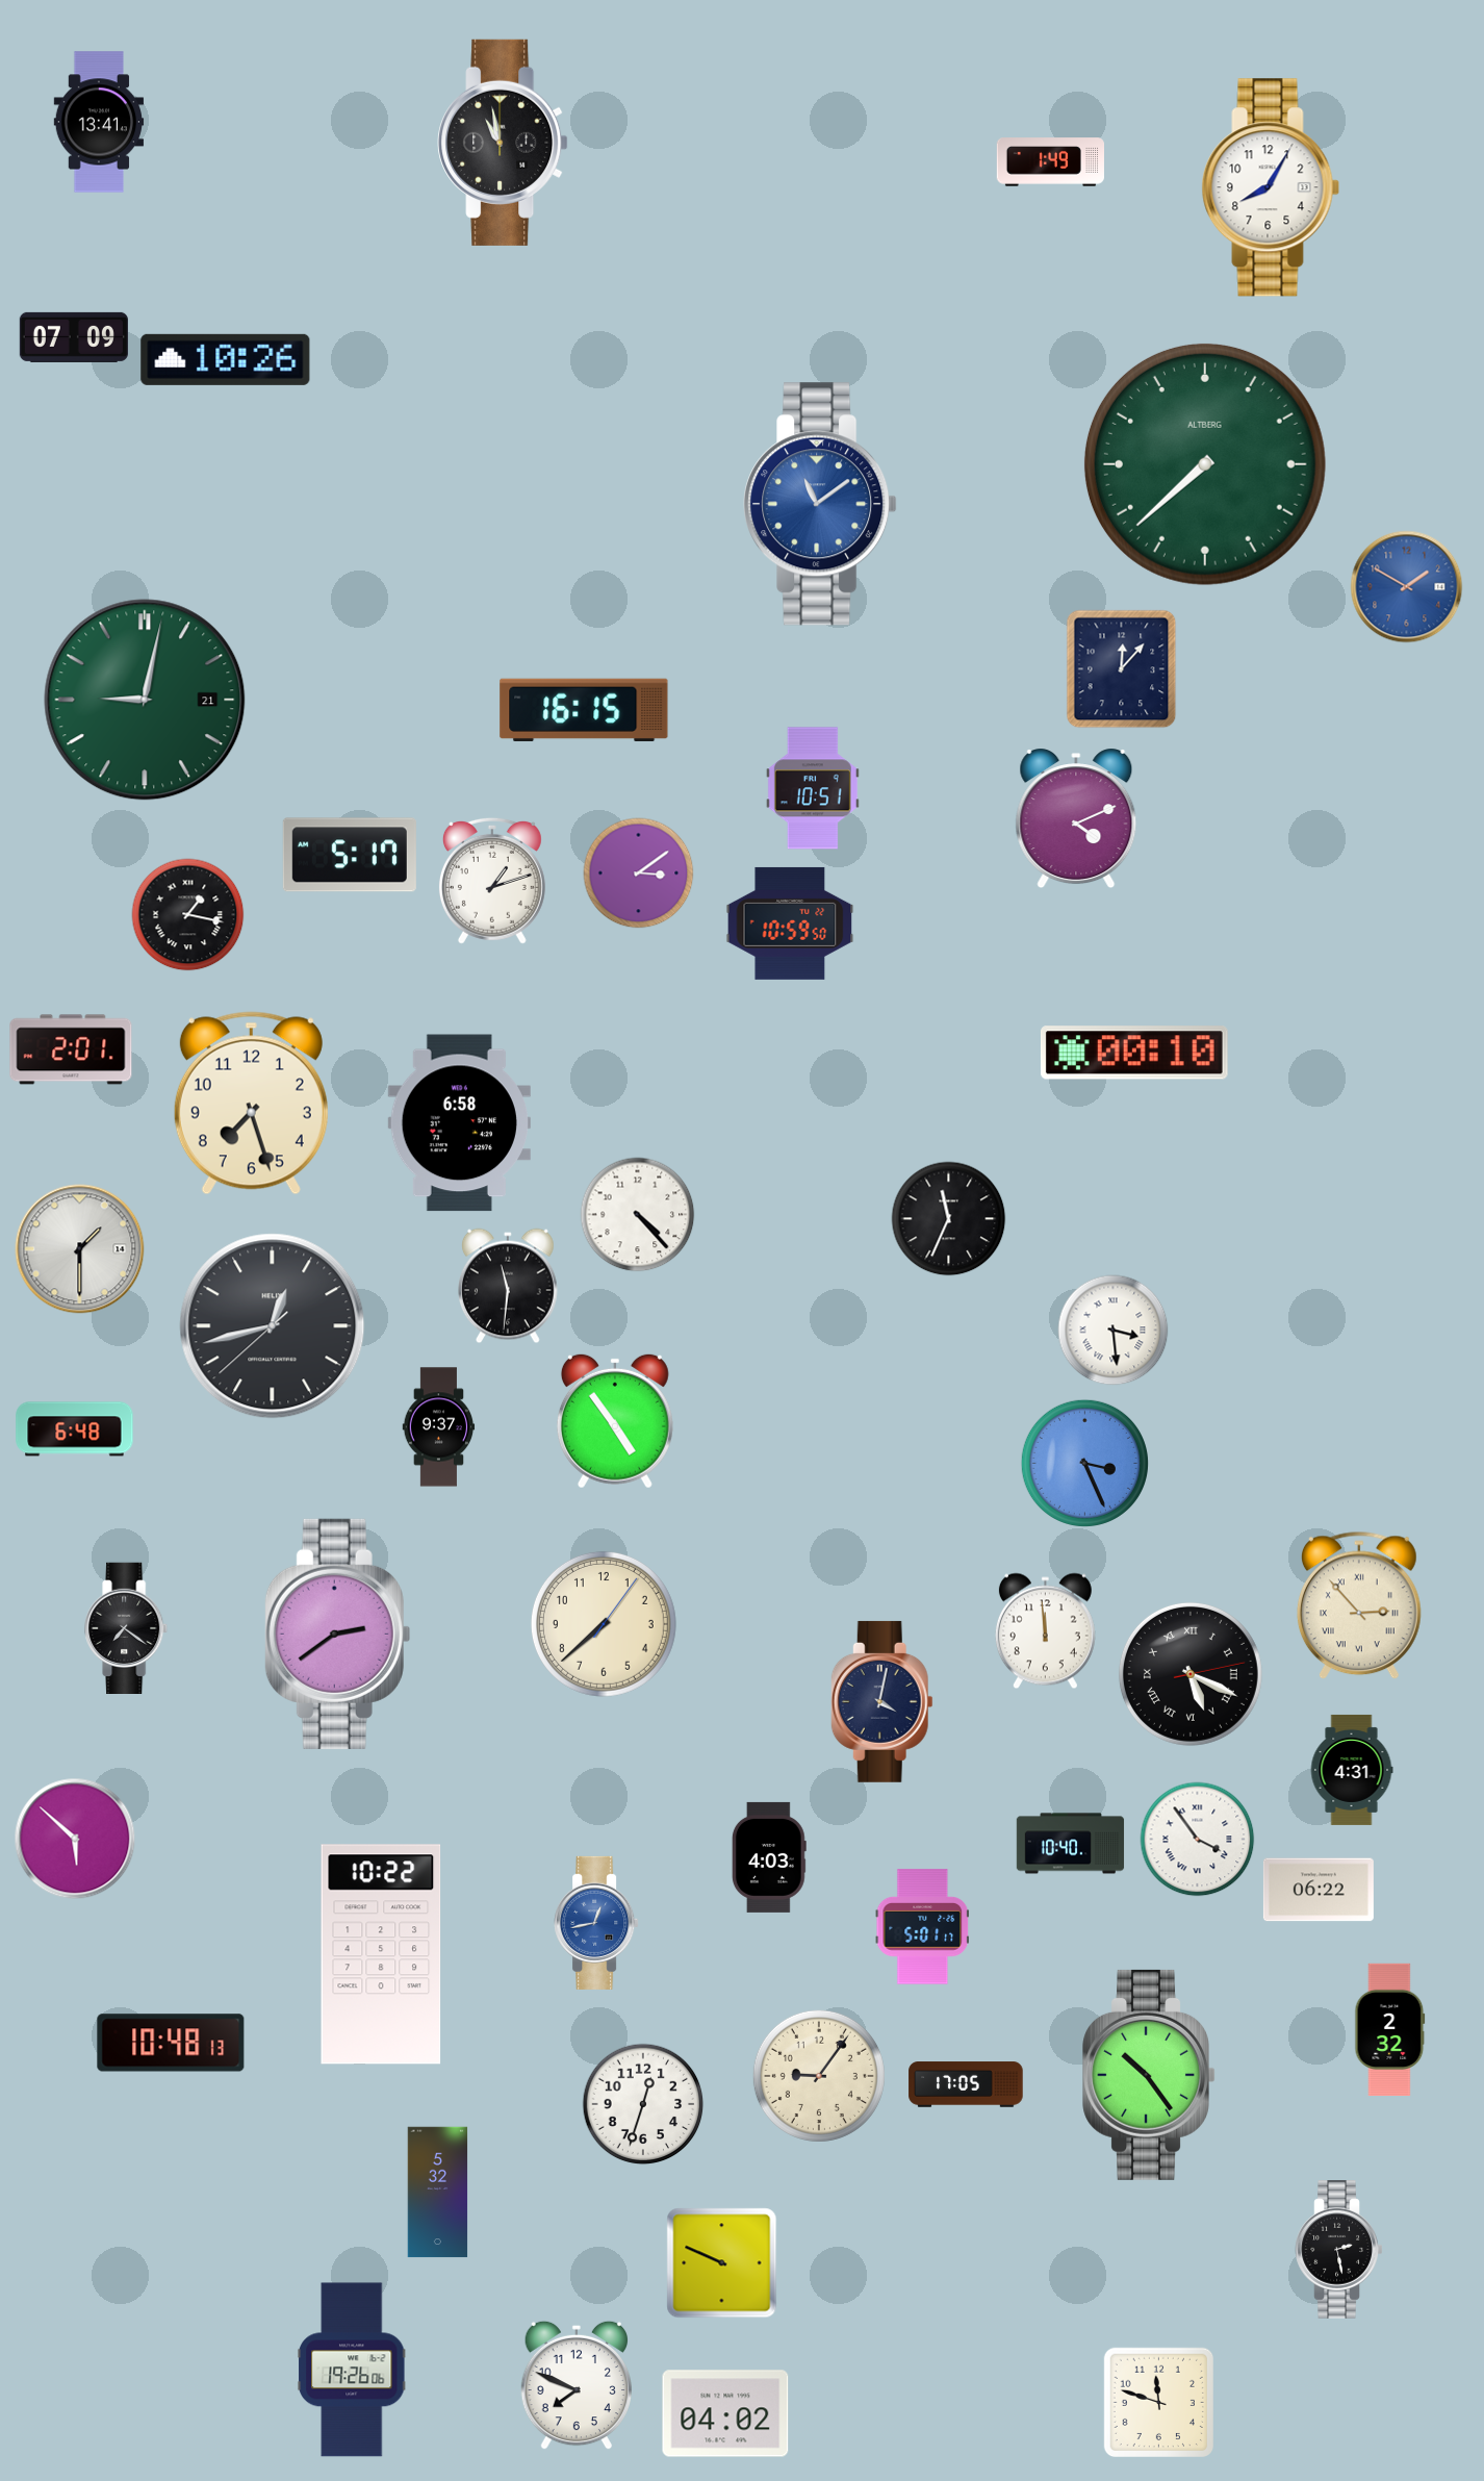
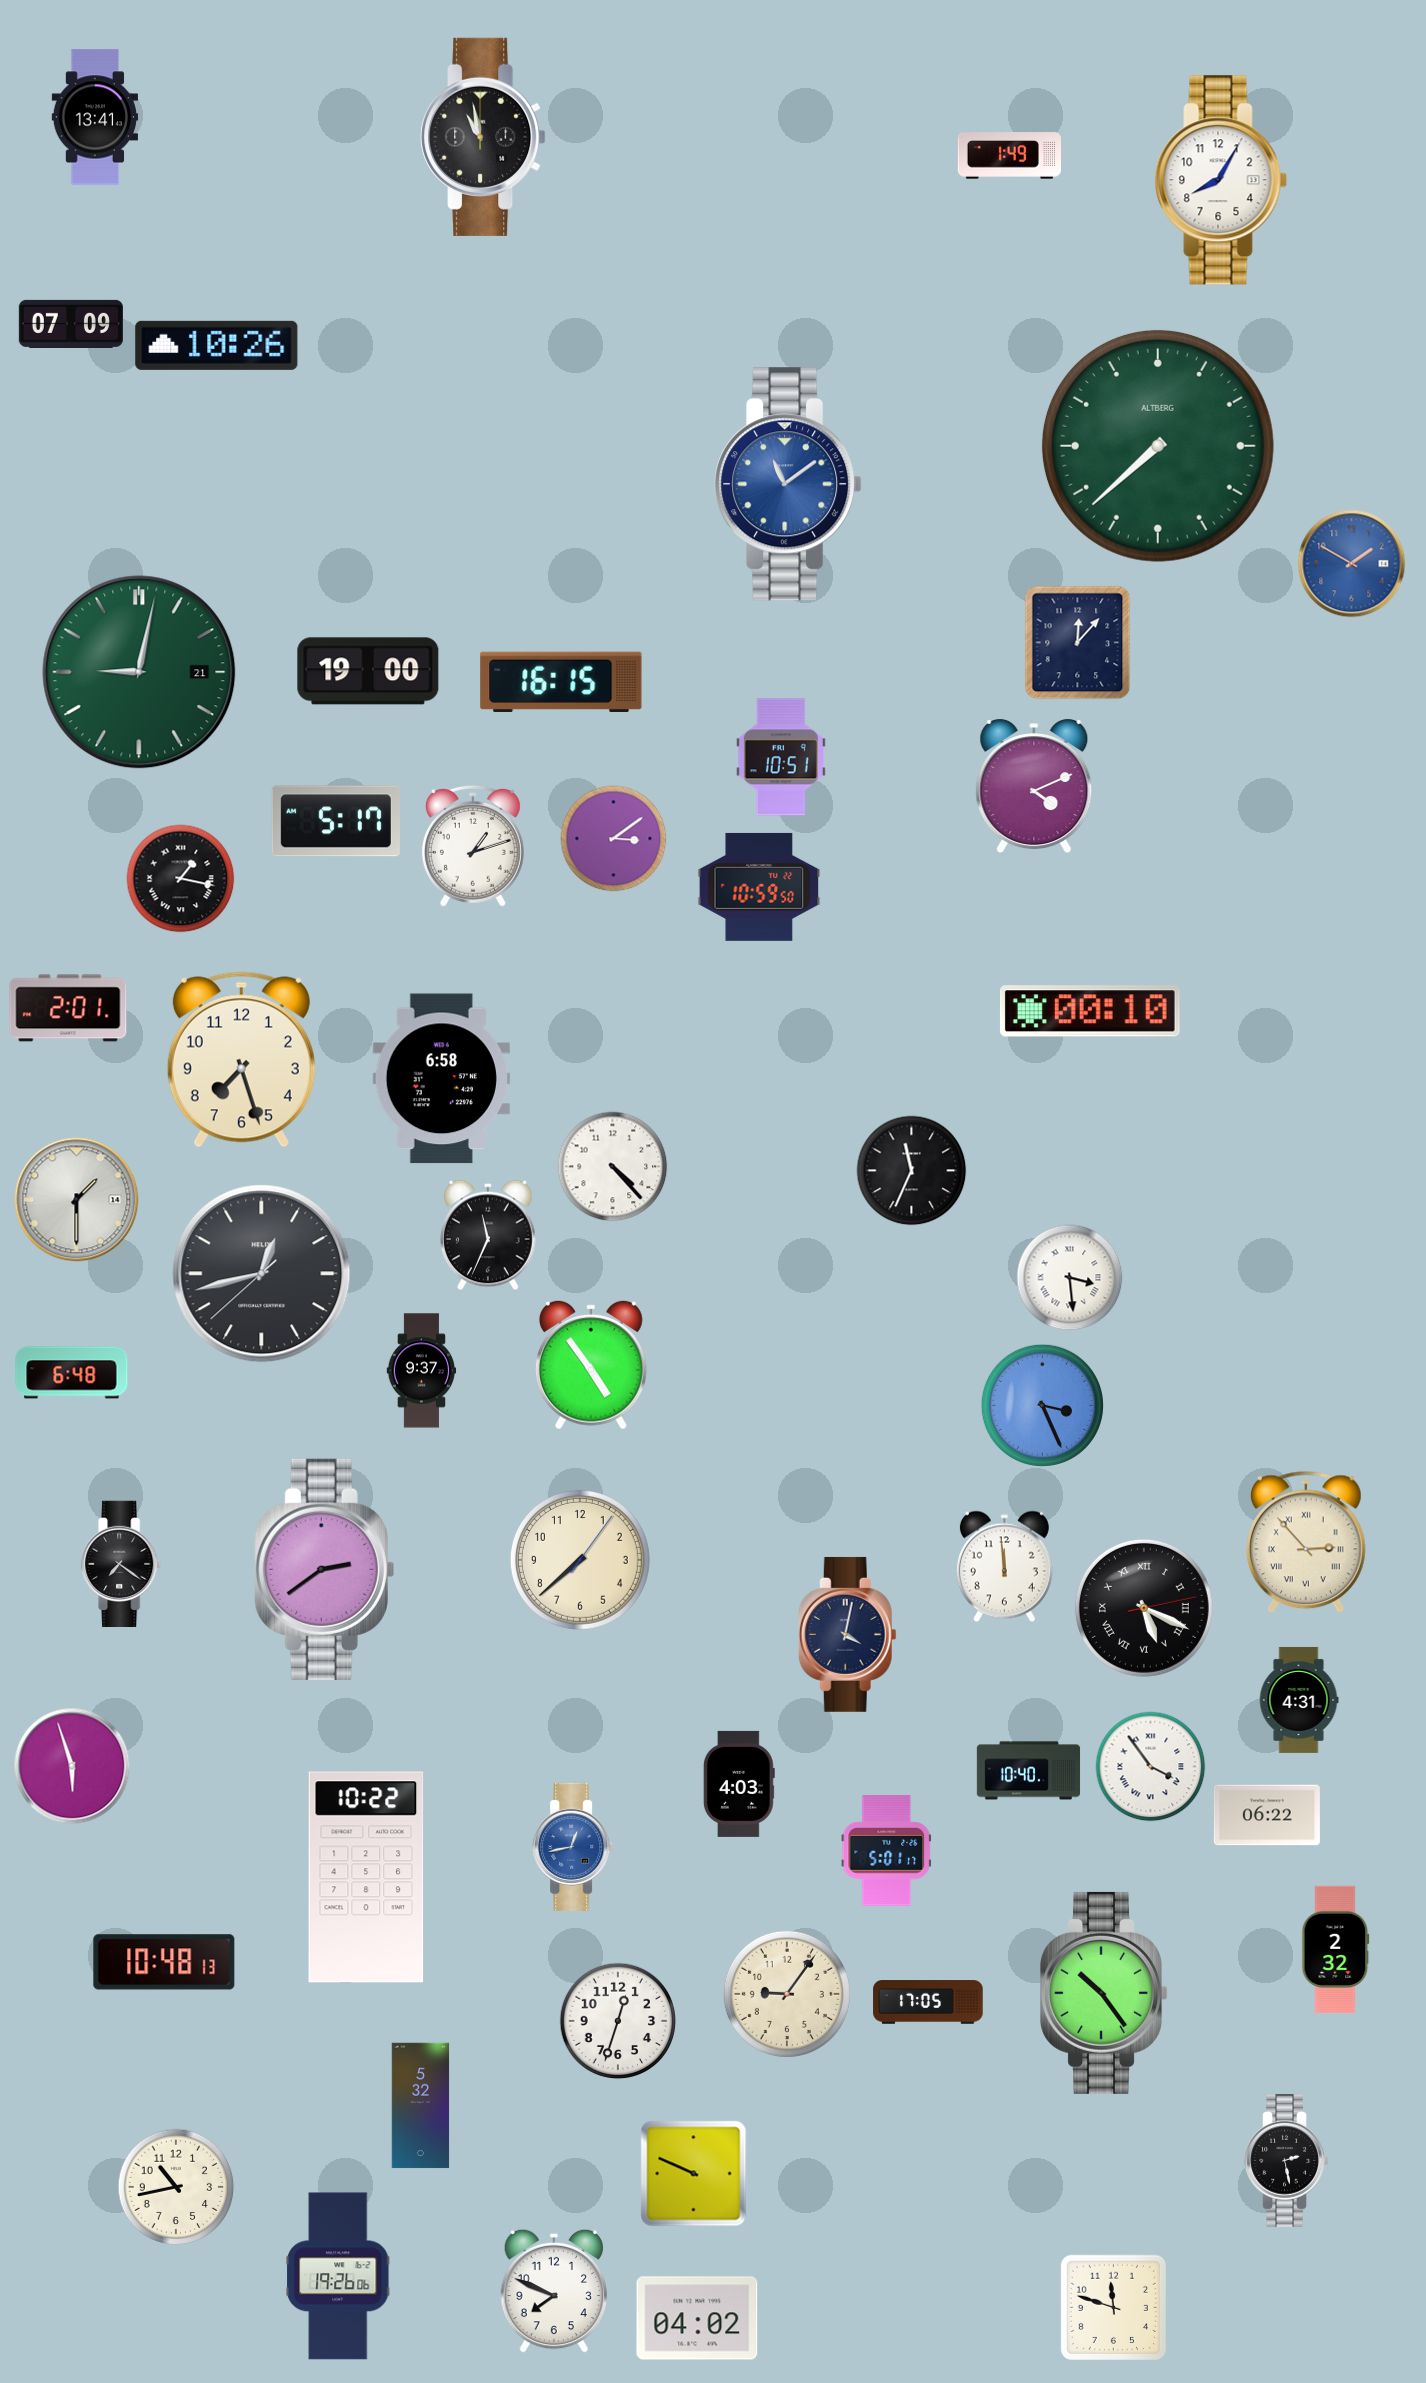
clock at (368, 671): none -> 19:00
clock at (509, 1286): 11:31 -> 11:34
clock at (75, 1839): 5:52 -> 5:57
clock at (176, 2187): none -> 10:43
